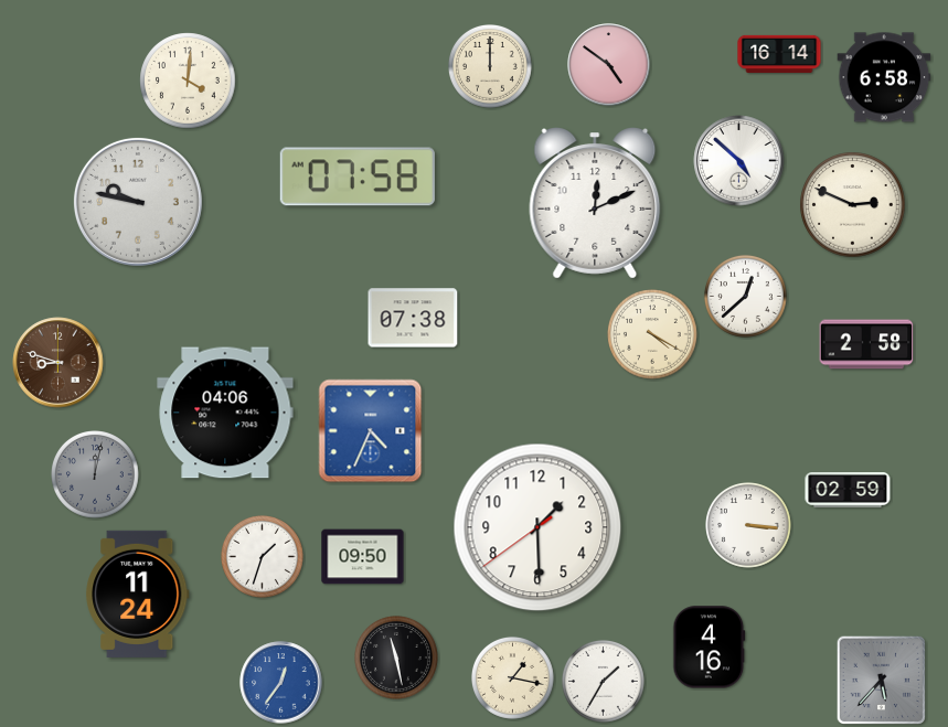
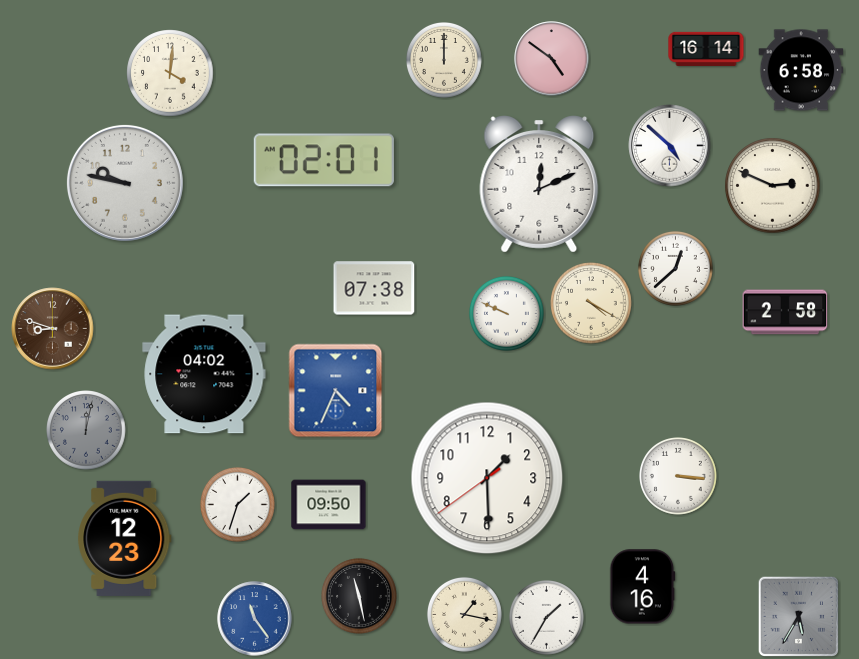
clock at (358, 177): 07:58 -> 02:01
clock at (506, 313): none -> 9:49
clock at (225, 413): 04:06 -> 04:02
clock at (848, 491): 02:59 -> none
clock at (138, 594): 11:24 -> 12:23
clock at (881, 680): 5:37 -> 5:35
clock at (281, 683): 12:36 -> 11:24
